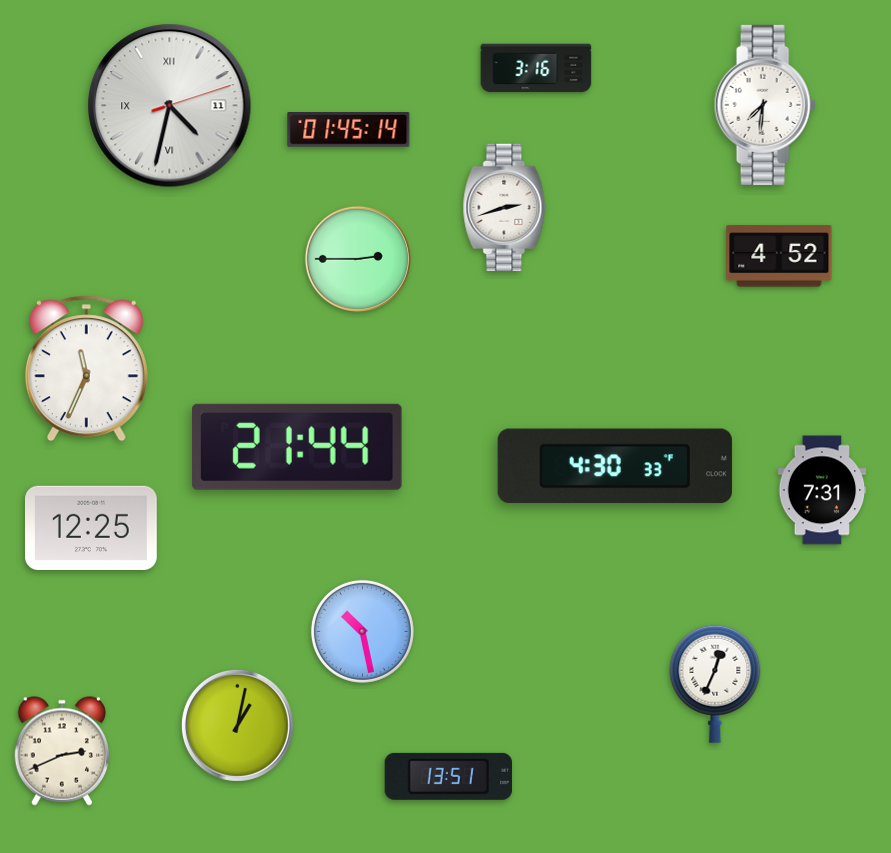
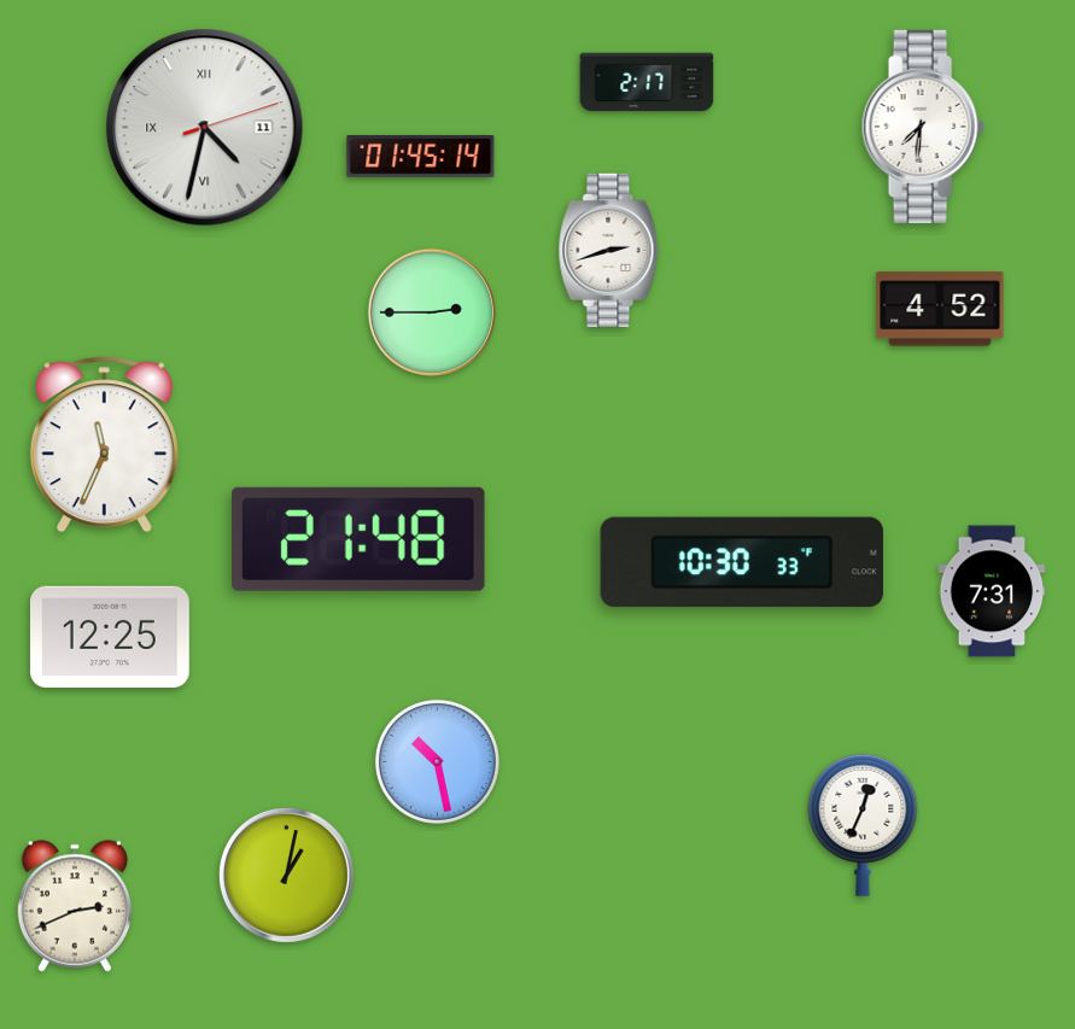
clock at (536, 68): 3:16 -> 2:17
clock at (297, 447): 21:44 -> 21:48
clock at (615, 466): 4:30 -> 10:30
clock at (448, 776): 13:51 -> none
